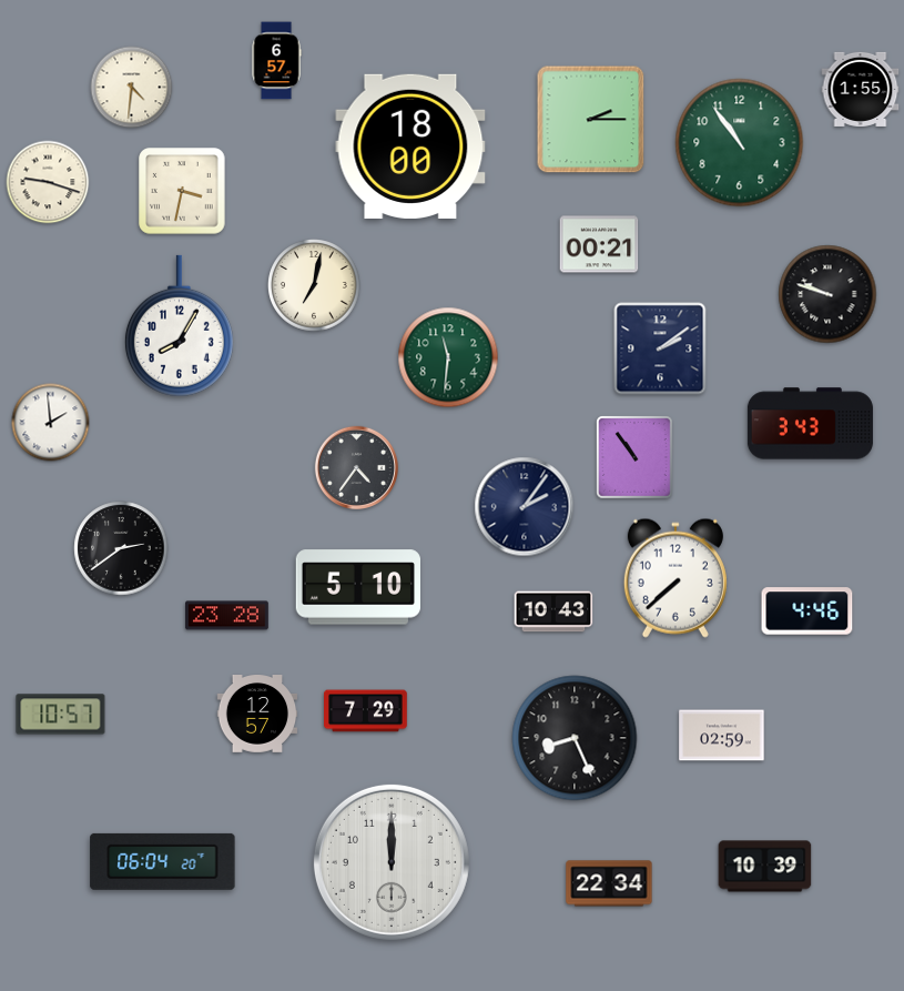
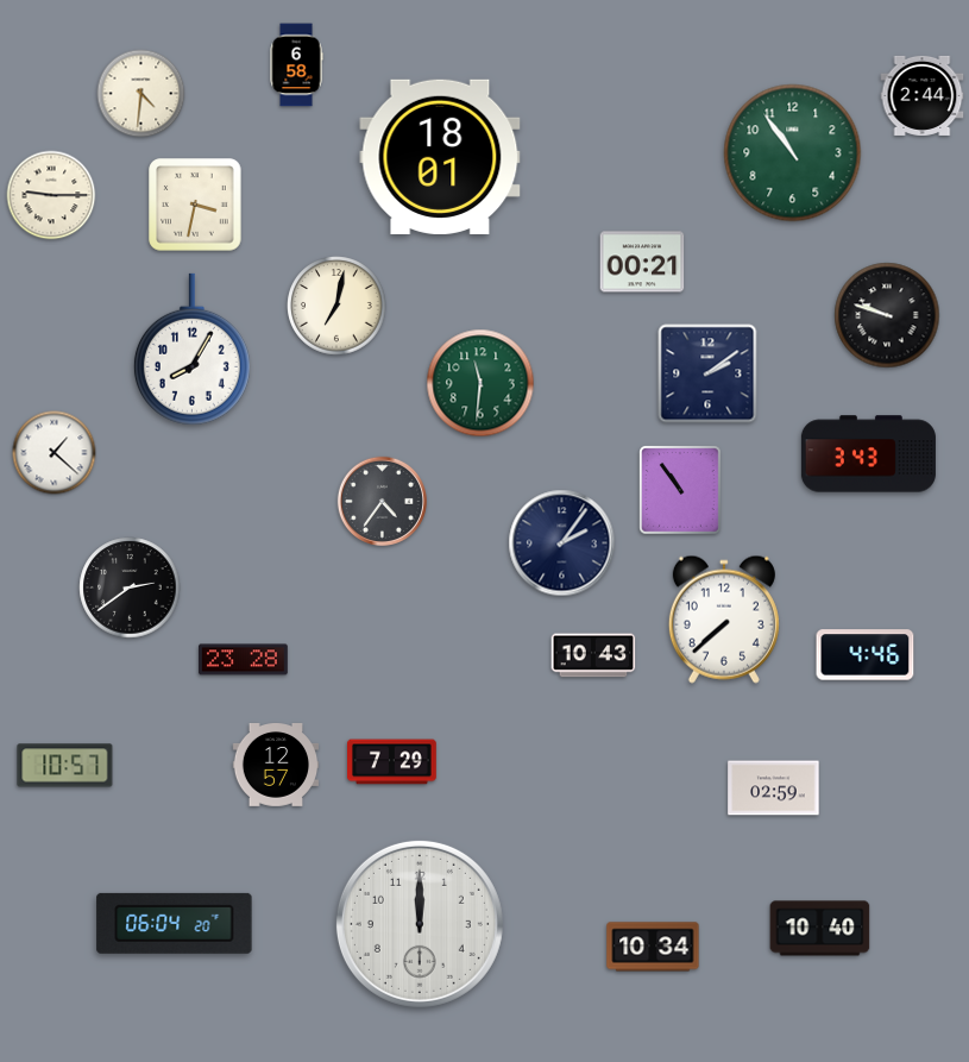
clock at (276, 61): 6:57 -> 6:58
clock at (861, 89): 1:55 -> 2:44
clock at (591, 120): 2:15 -> none
clock at (410, 146): 18:00 -> 18:01
clock at (48, 182): 9:18 -> 9:15
clock at (51, 423): 1:59 -> 1:22
clock at (358, 587): 5:10 -> none
clock at (575, 738): 8:26 -> none
clock at (765, 867): 10:39 -> 10:40
clock at (609, 883): 22:34 -> 10:34
